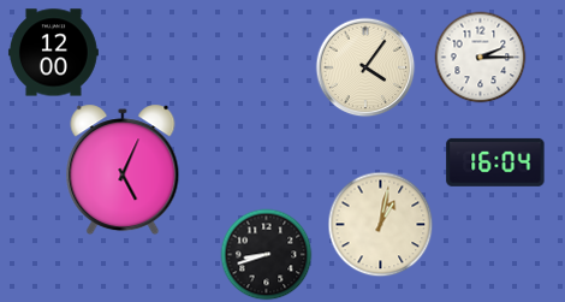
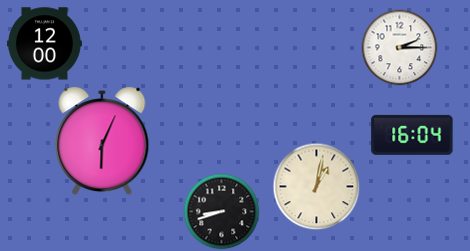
clock at (365, 67): 4:06 -> none
clock at (123, 170): 5:04 -> 6:04
